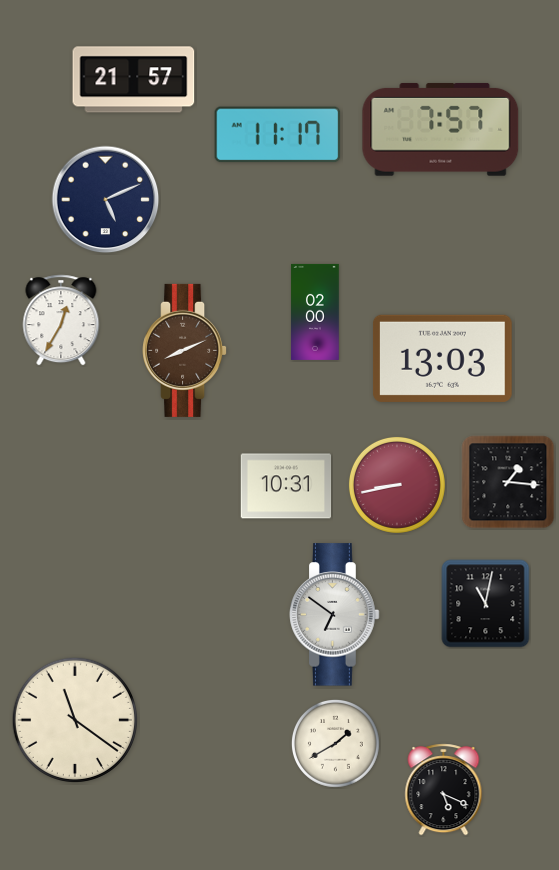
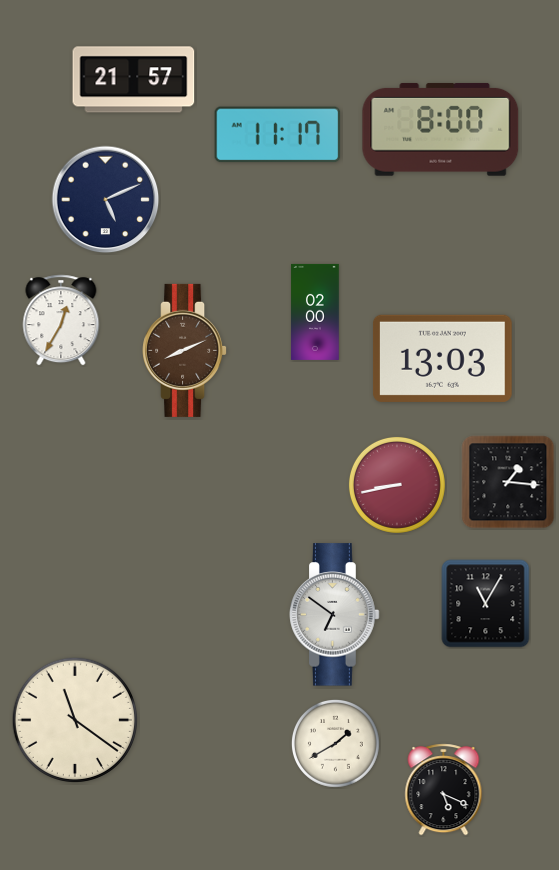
clock at (441, 129): 7:57 -> 8:00
clock at (286, 486): 10:31 -> none
clock at (486, 604): 11:02 -> 11:05
